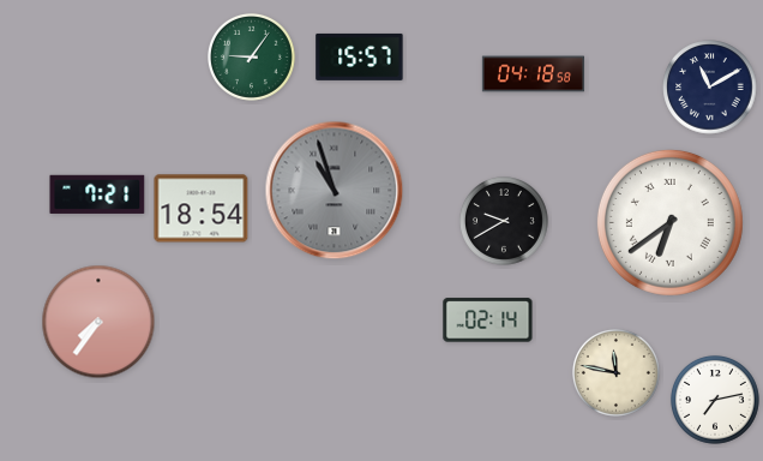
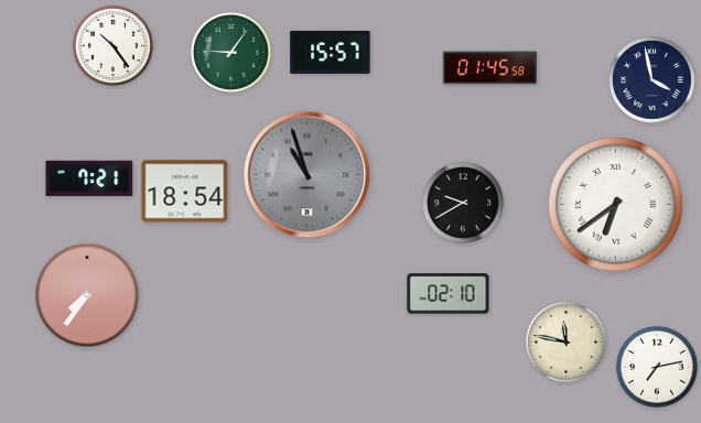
clock at (112, 45): none -> 10:24
clock at (533, 74): 04:18 -> 01:45
clock at (710, 88): 11:10 -> 3:58
clock at (488, 321): 02:14 -> 02:10
clock at (98, 322) position: (98, 322) -> (87, 295)
